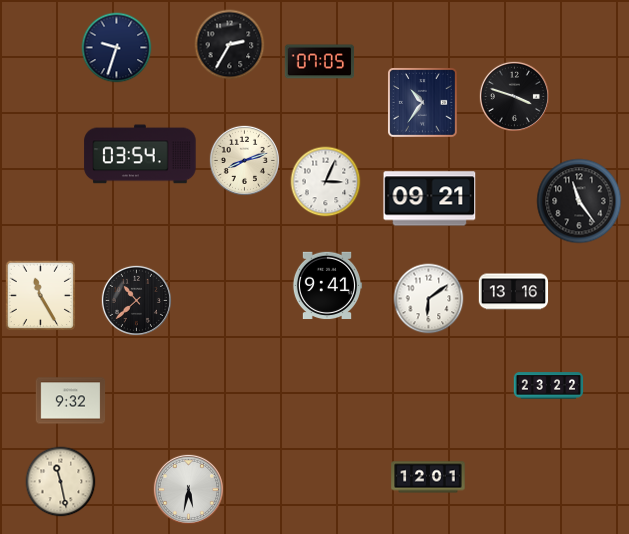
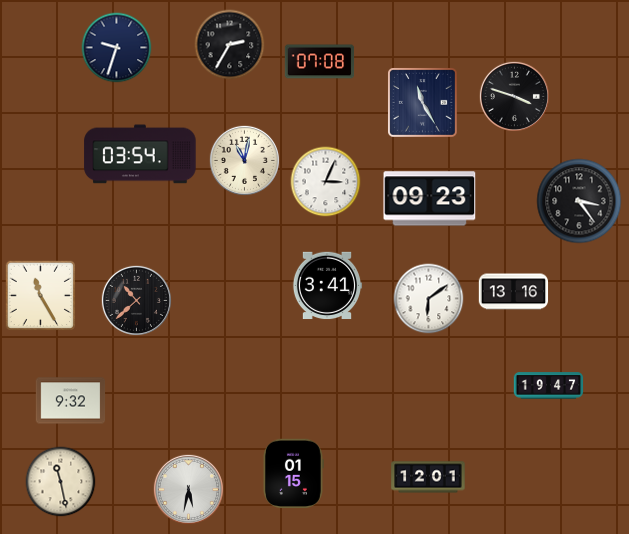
clock at (320, 62): 07:05 -> 07:08
clock at (423, 103): 10:36 -> 11:25
clock at (244, 160): 8:12 -> 11:02
clock at (430, 199): 09:21 -> 09:23
clock at (579, 201): 11:24 -> 3:24
clock at (327, 286): 9:41 -> 3:41
clock at (549, 386): 23:22 -> 19:47
clock at (293, 474): none -> 01:15
